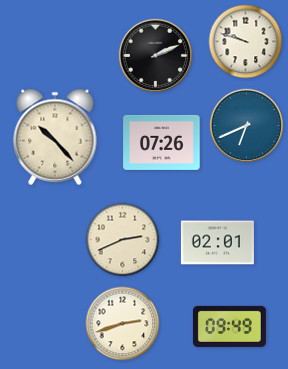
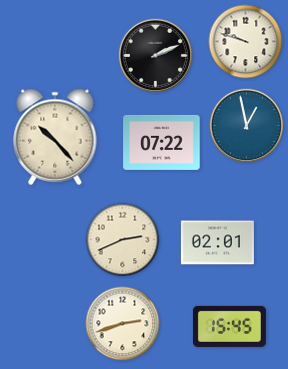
clock at (246, 125): 6:41 -> 12:58
clock at (162, 142): 07:26 -> 07:22
clock at (229, 326): 09:49 -> 15:45
